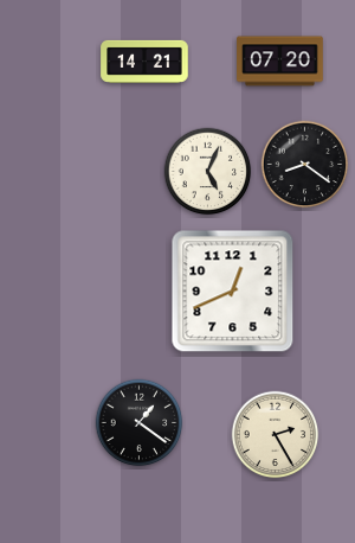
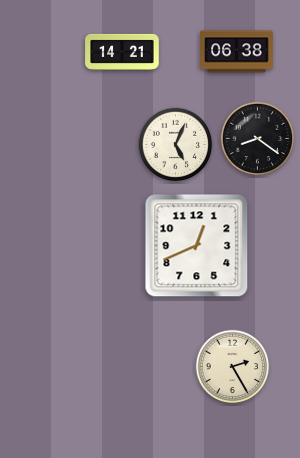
clock at (280, 62): 07:20 -> 06:38
clock at (140, 423): 1:21 -> none
